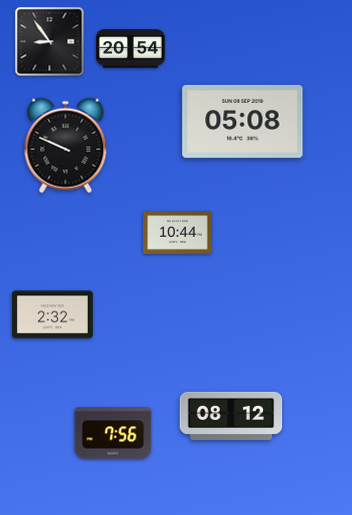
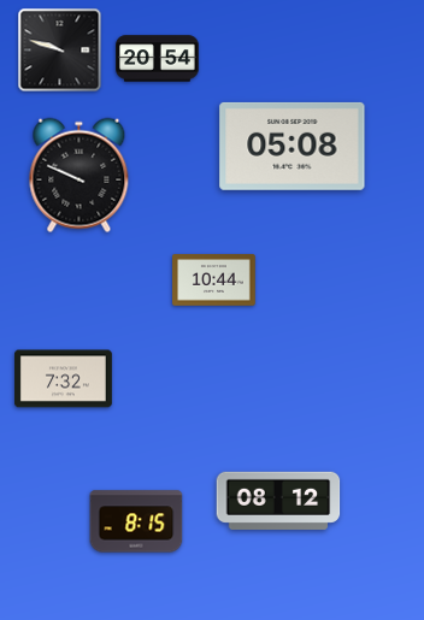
clock at (50, 42): 8:54 -> 9:48
clock at (53, 315): 2:32 -> 7:32
clock at (113, 433): 7:56 -> 8:15
